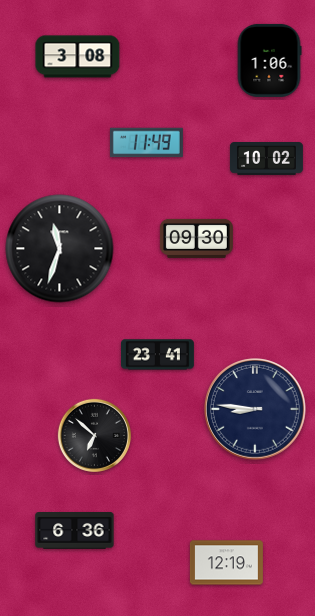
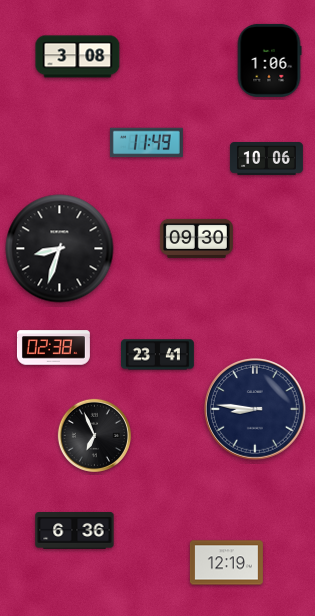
clock at (266, 159): 10:02 -> 10:06
clock at (60, 249): 11:33 -> 8:33
clock at (53, 348): none -> 02:38
clock at (94, 435): 6:52 -> 6:56
